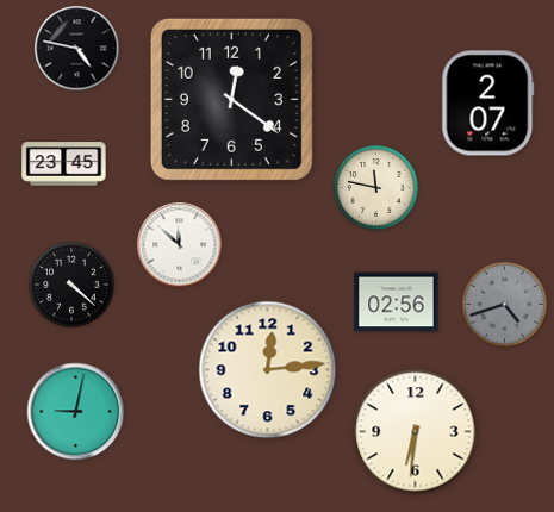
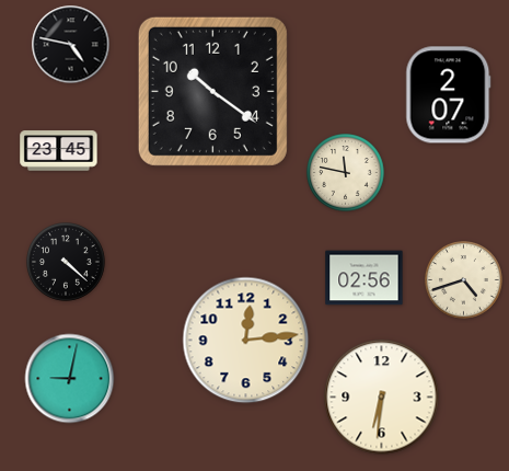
clock at (231, 99): 12:21 -> 10:21
clock at (180, 245): 11:52 -> none
clock at (505, 305) dial: grey -> cream
